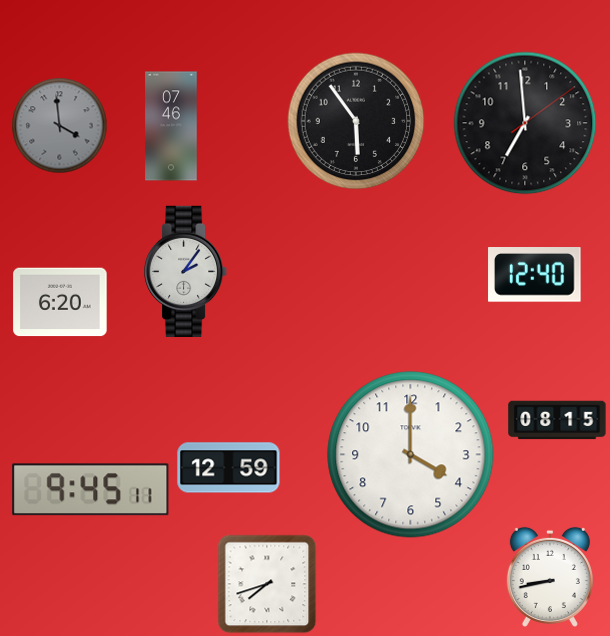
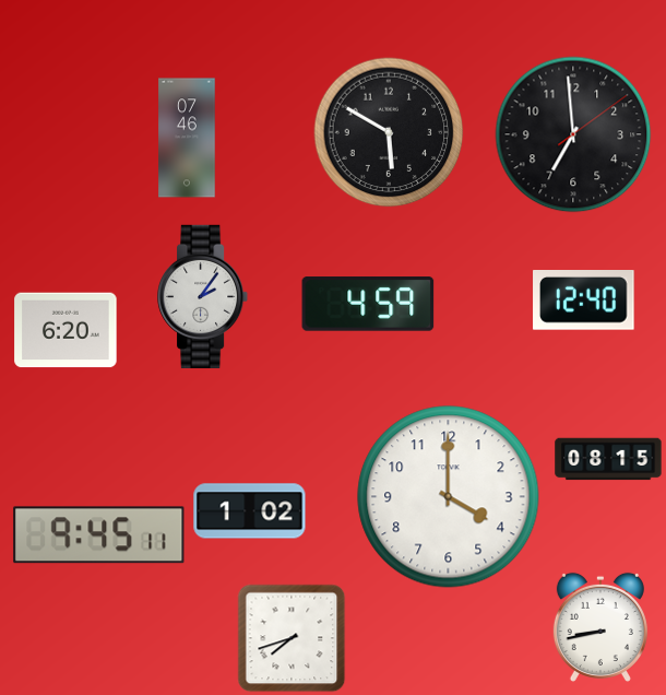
clock at (356, 121): 5:54 -> 5:50
clock at (59, 125): 3:59 -> none
clock at (368, 304): none -> 4:59
clock at (229, 468): 12:59 -> 1:02
clock at (550, 577) position: (550, 577) -> (600, 627)
